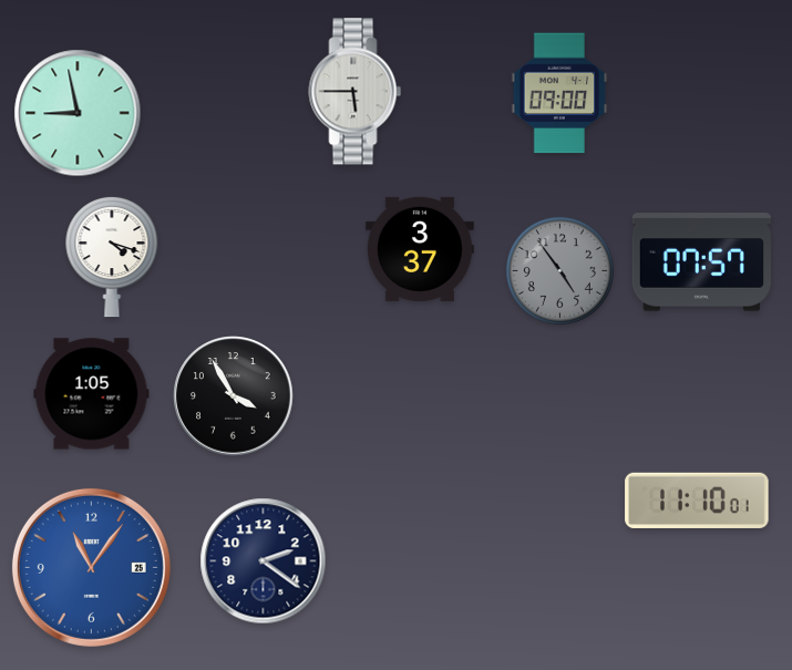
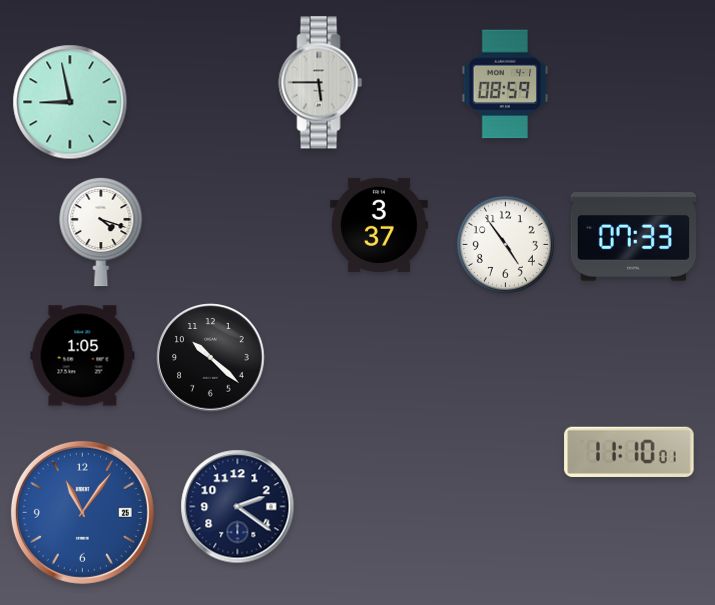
clock at (559, 93): 09:00 -> 08:59
clock at (701, 262): 07:57 -> 07:33
clock at (559, 270) dial: grey -> white
clock at (234, 396): 3:55 -> 10:22
